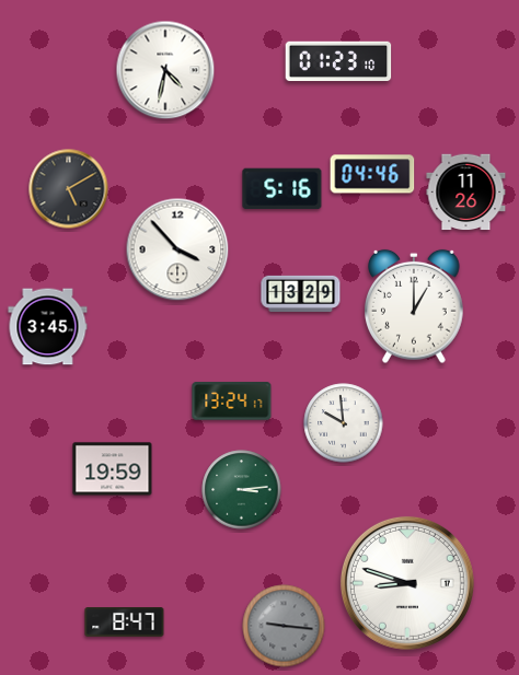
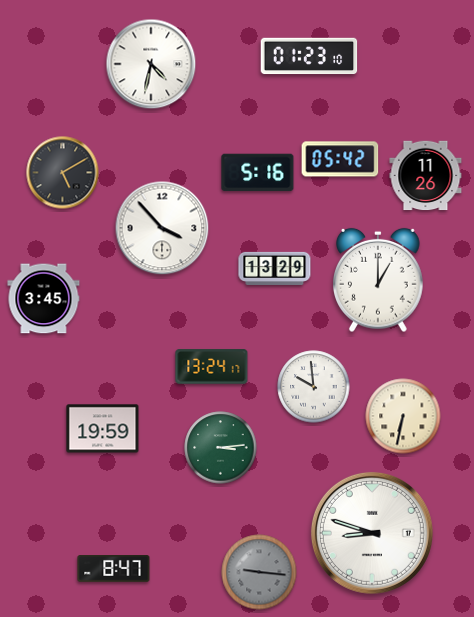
clock at (372, 174): 04:46 -> 05:42
clock at (403, 416): none -> 6:32
